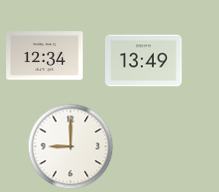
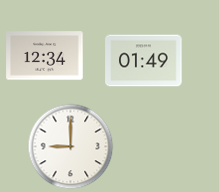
clock at (144, 61): 13:49 -> 01:49
